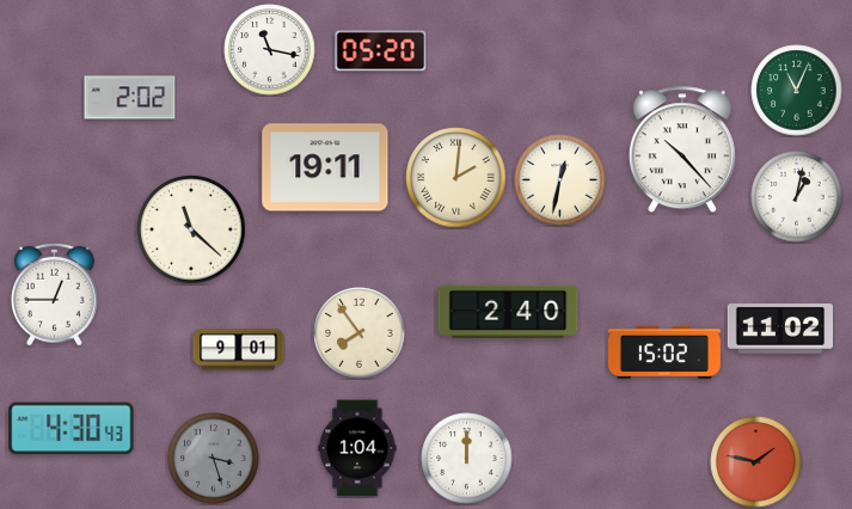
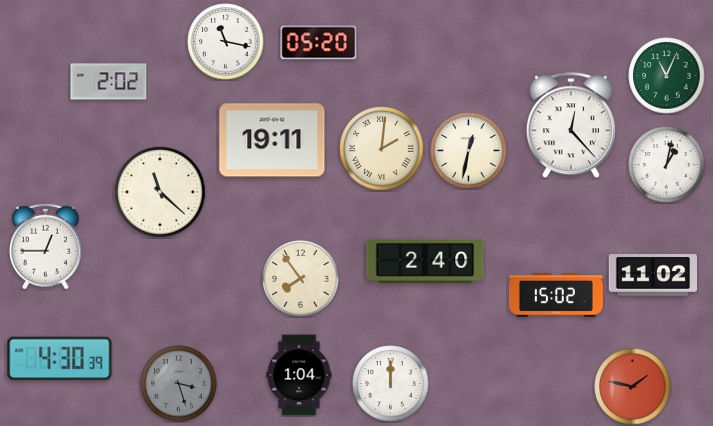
clock at (682, 151): 10:23 -> 12:23
clock at (239, 350): 9:01 -> none
clock at (72, 429): 4:30:43 -> 4:30:39
